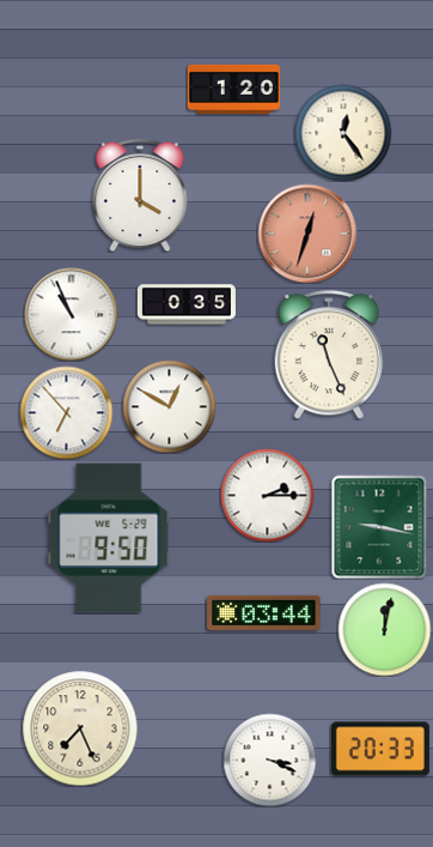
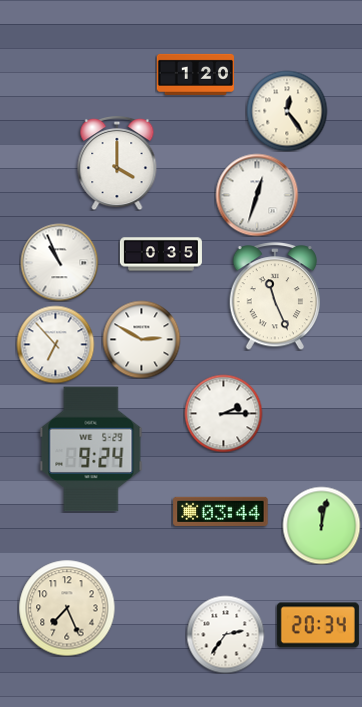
clock at (307, 234) dial: salmon -> white
clock at (187, 304) position: (187, 304) -> (161, 254)
clock at (169, 406): 12:50 -> 2:50
clock at (379, 527): 9:17 -> none
clock at (109, 538): 9:50 -> 9:24
clock at (380, 749): 20:33 -> 20:34
clock at (269, 760): 3:19 -> 2:36
